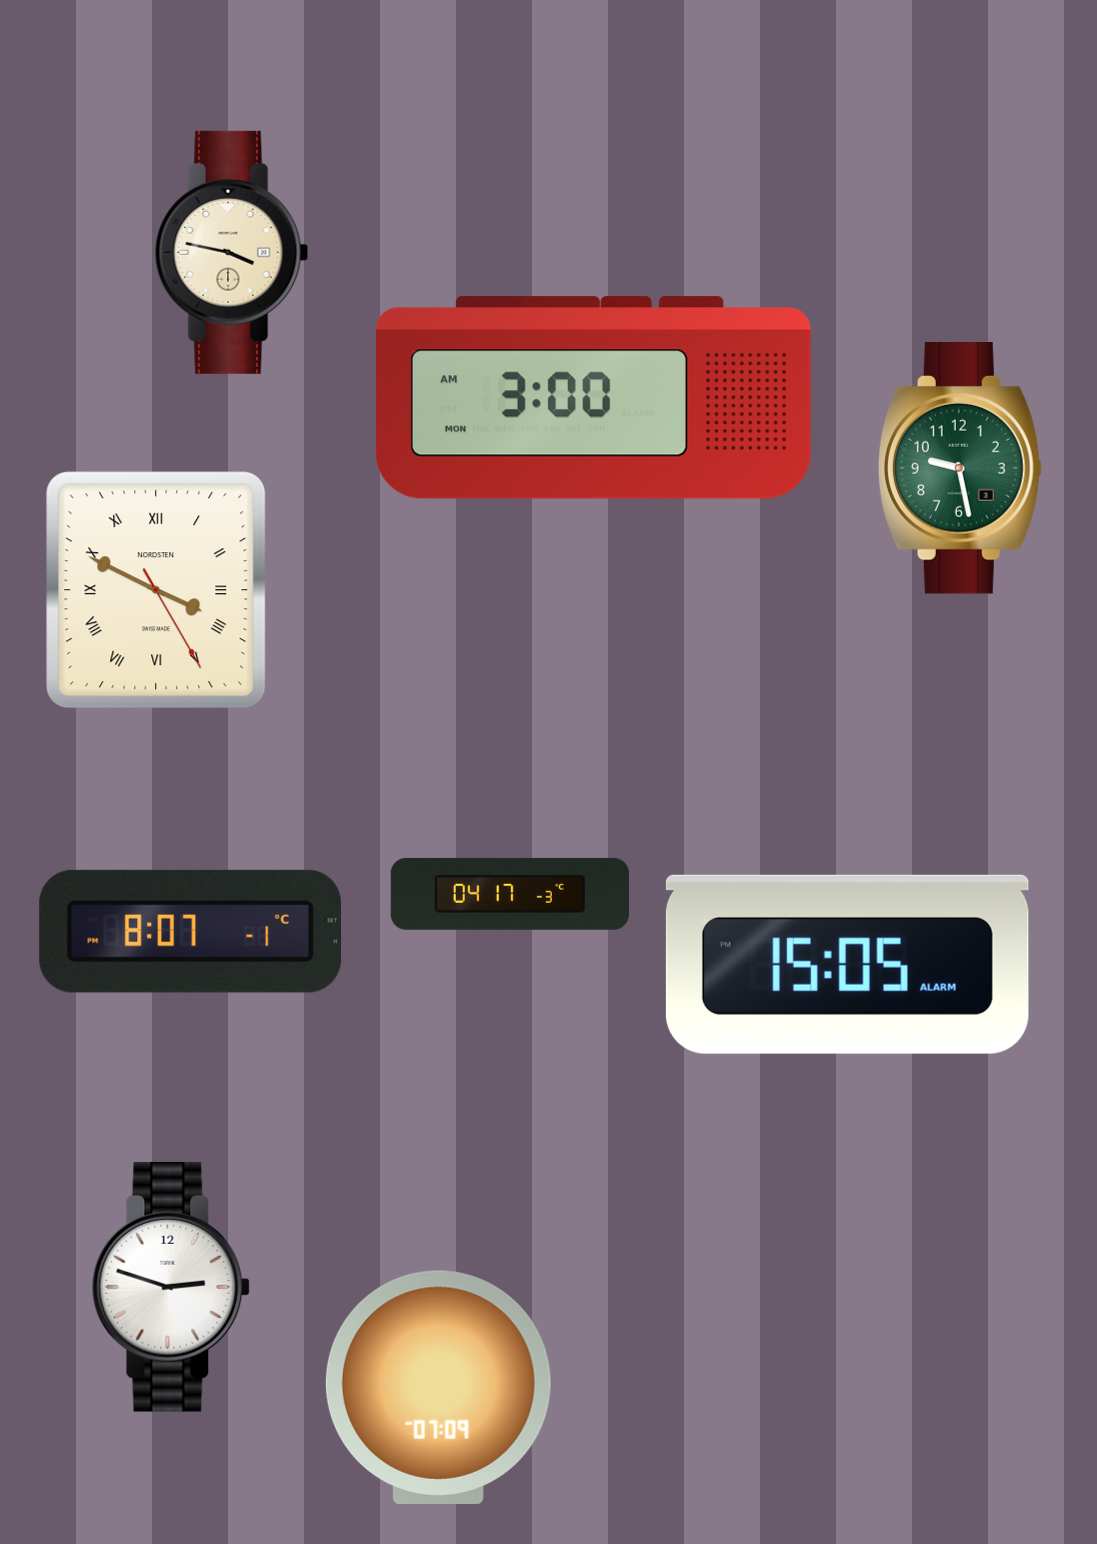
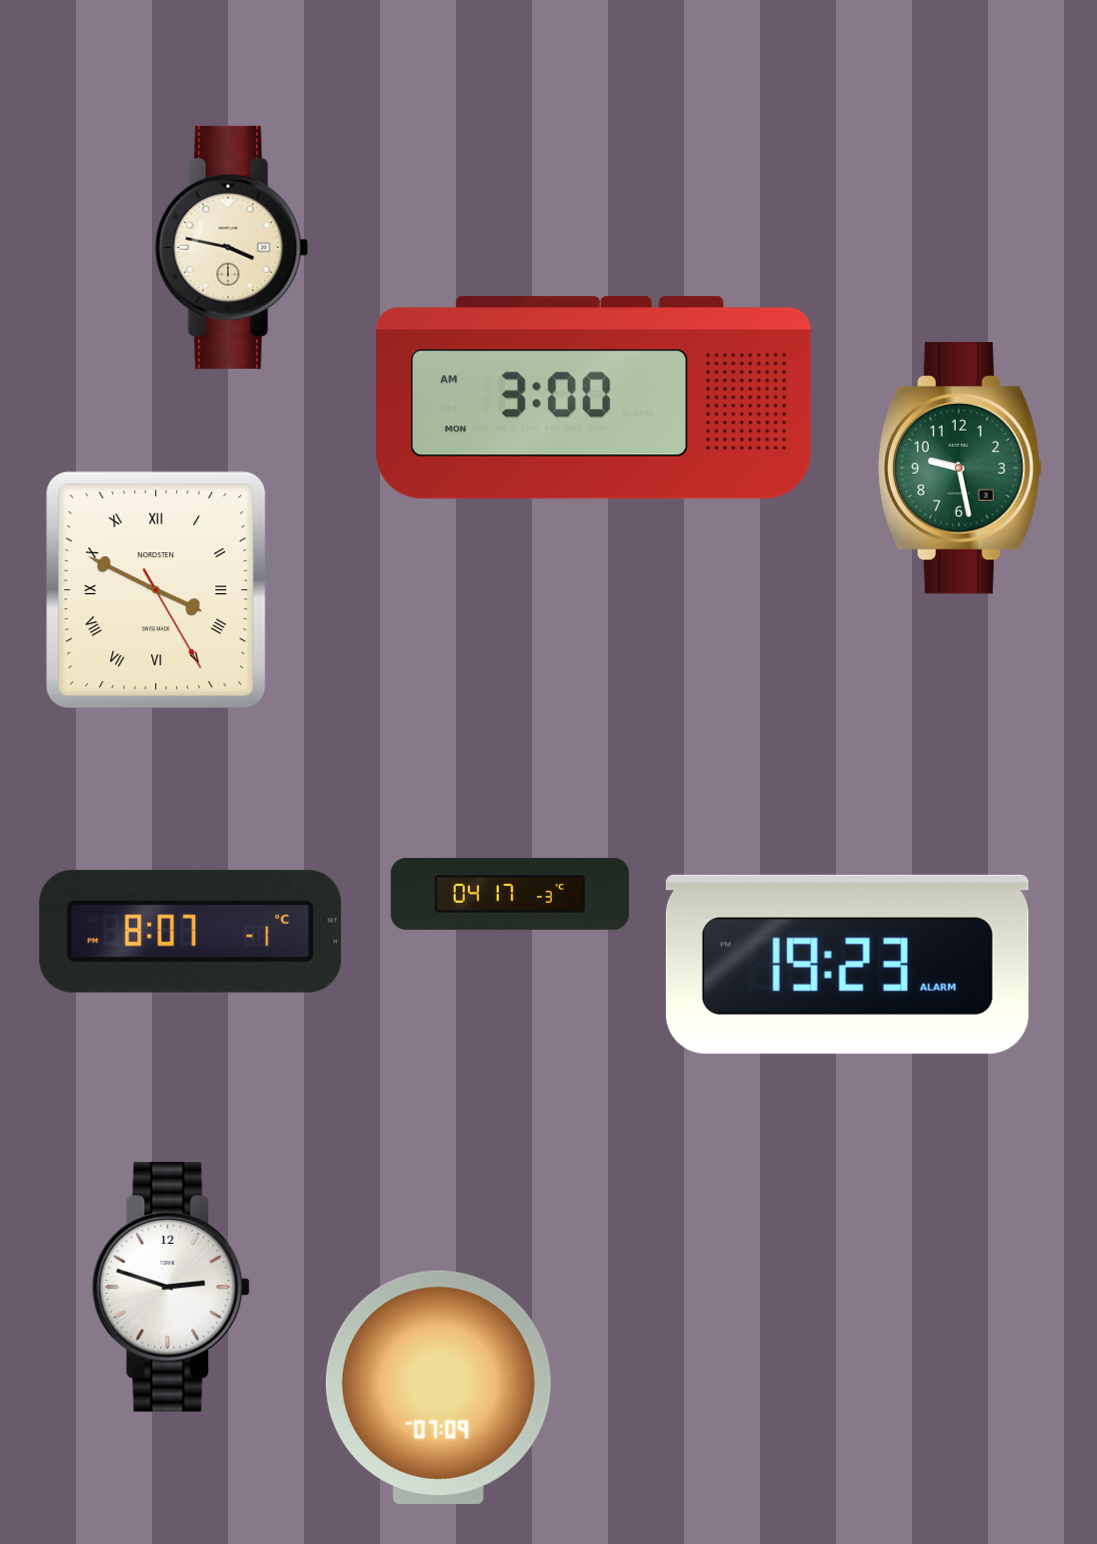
clock at (232, 252) position: (232, 252) -> (232, 247)
clock at (847, 964): 15:05 -> 19:23
